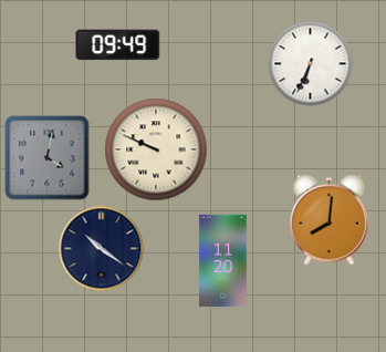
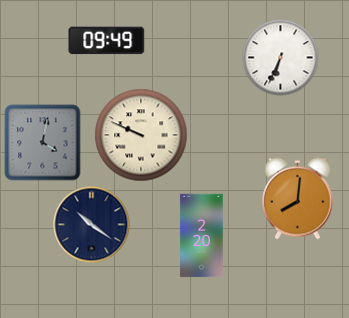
clock at (223, 261): 11:20 -> 2:20
